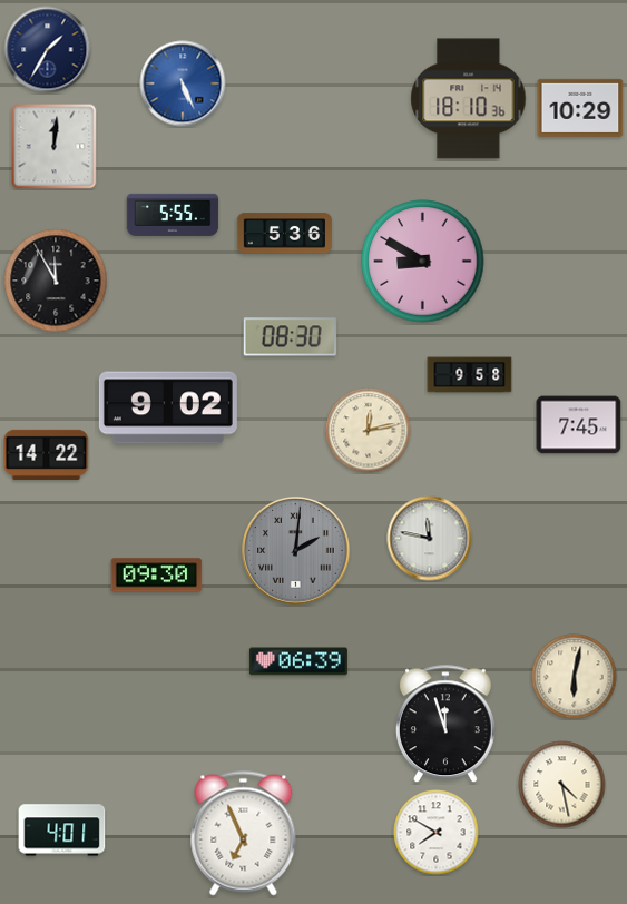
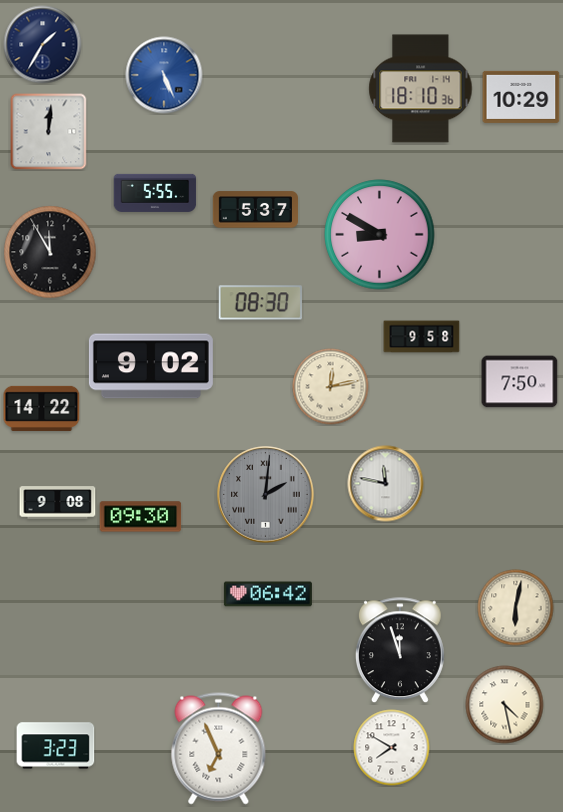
clock at (284, 234): 5:36 -> 5:37
clock at (579, 425): 7:45 -> 7:50
clock at (58, 503): none -> 9:08
clock at (298, 661): 06:39 -> 06:42
clock at (62, 831): 4:01 -> 3:23
